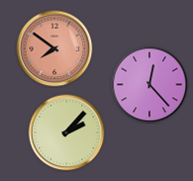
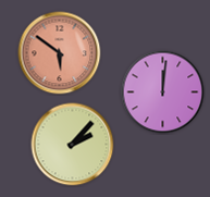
clock at (55, 49): 7:51 -> 5:51
clock at (150, 85): 12:23 -> 12:01
